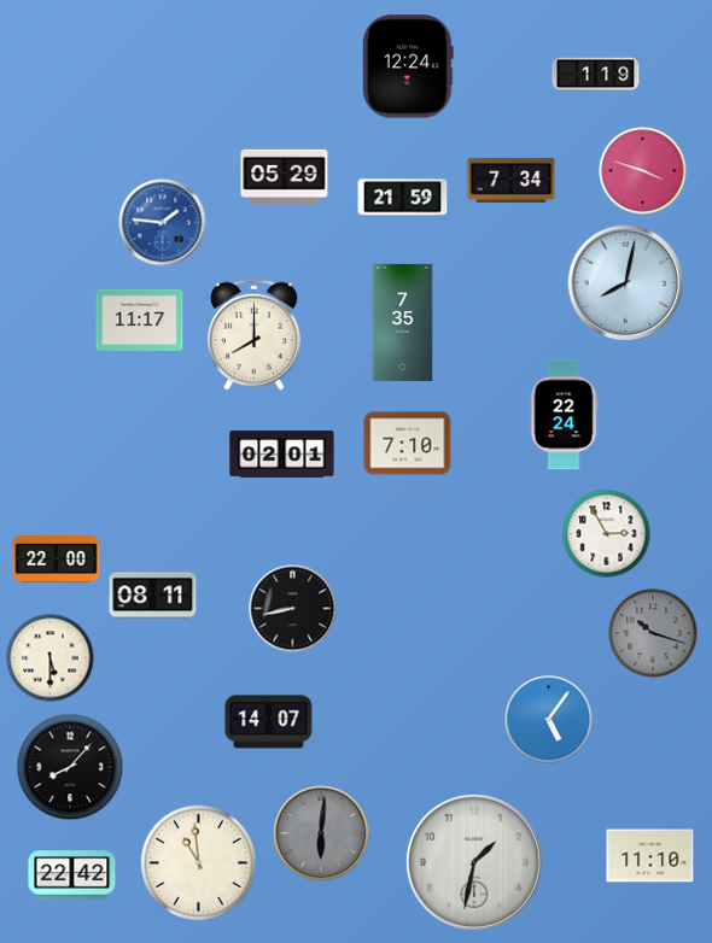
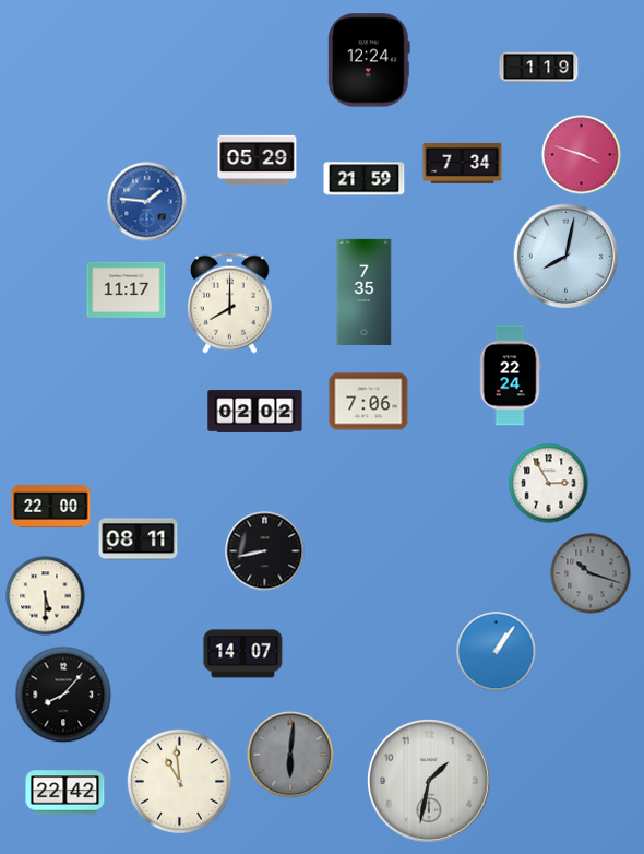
clock at (408, 444): 7:10 -> 7:06
clock at (282, 455): 02:01 -> 02:02
clock at (549, 720): 5:06 -> 1:06
clock at (650, 856): 11:10 -> none
